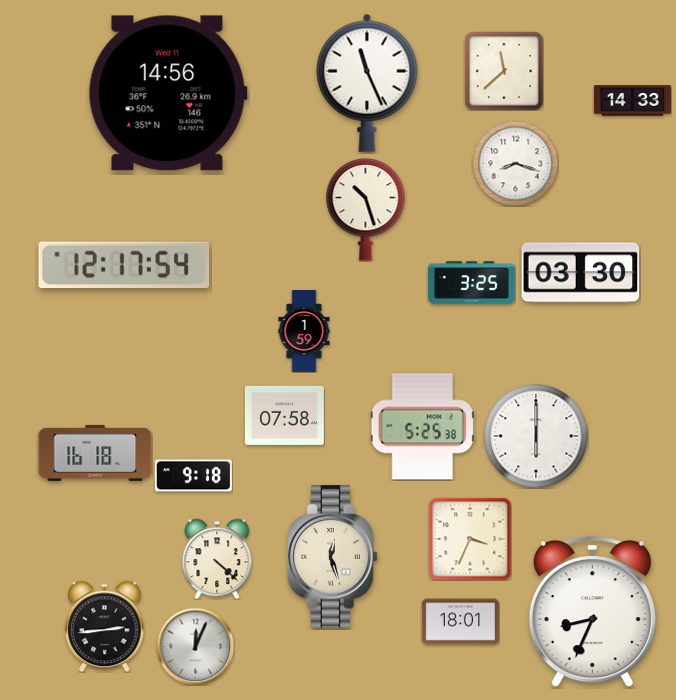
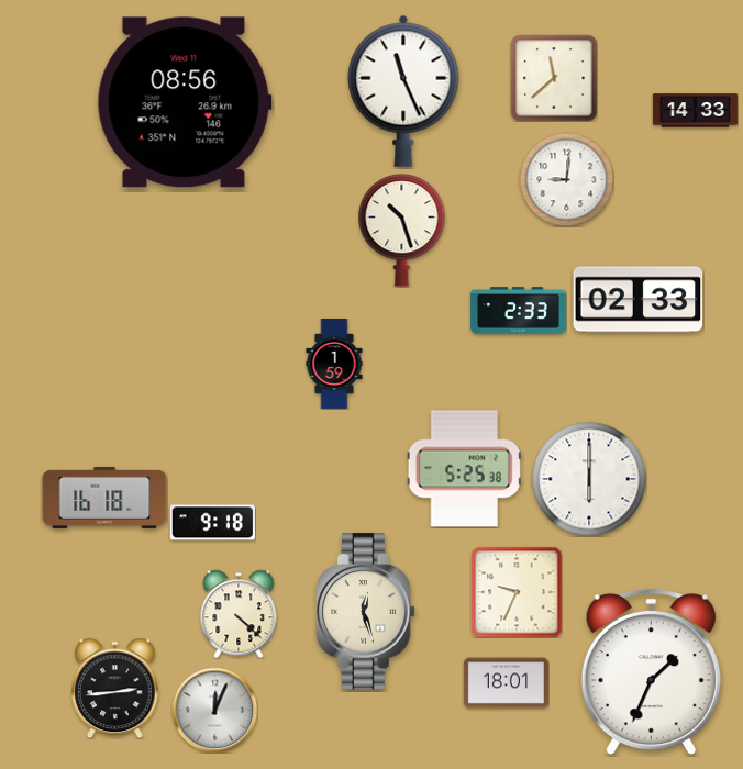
clock at (168, 93): 14:56 -> 08:56
clock at (515, 163): 8:18 -> 9:01
clock at (124, 265): 12:17 -> none
clock at (581, 273): 03:30 -> 02:33
clock at (472, 283): 3:25 -> 2:33
clock at (284, 415): 07:58 -> none
clock at (470, 539): 3:34 -> 9:34
clock at (592, 612): 8:34 -> 1:34
